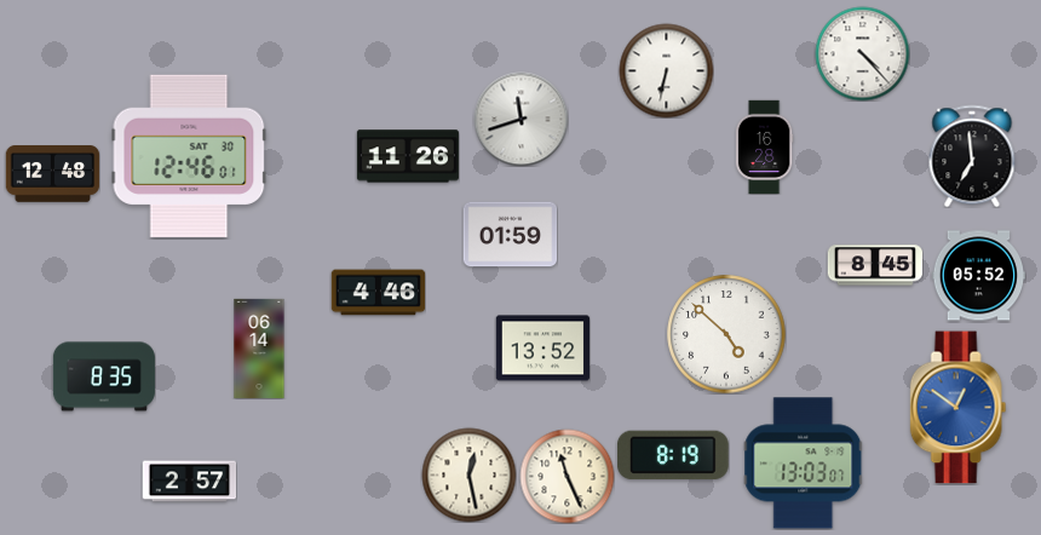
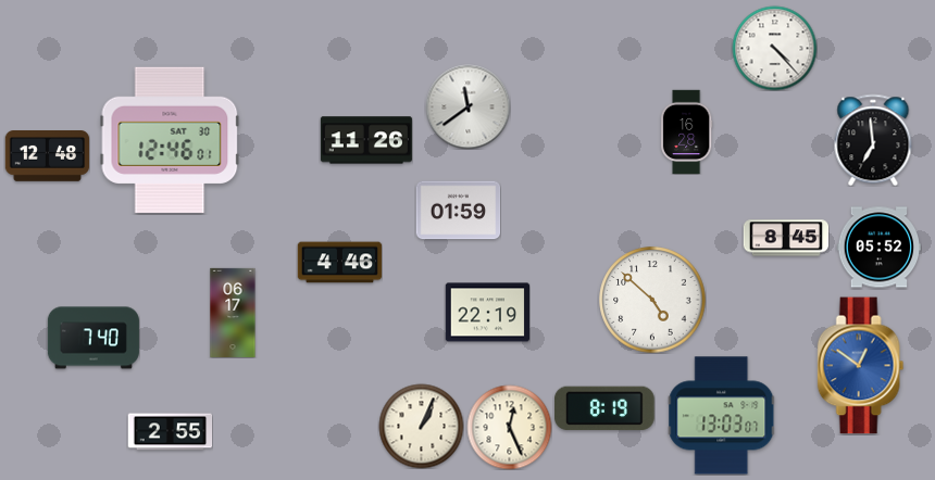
clock at (666, 70): 6:32 -> none
clock at (520, 119): 11:42 -> 11:39
clock at (259, 349): 06:14 -> 06:17
clock at (542, 349): 13:52 -> 22:19
clock at (104, 376): 8:35 -> 7:40
clock at (468, 474): 12:28 -> 1:04
clock at (566, 476): 11:26 -> 12:26
clock at (189, 482): 2:57 -> 2:55
